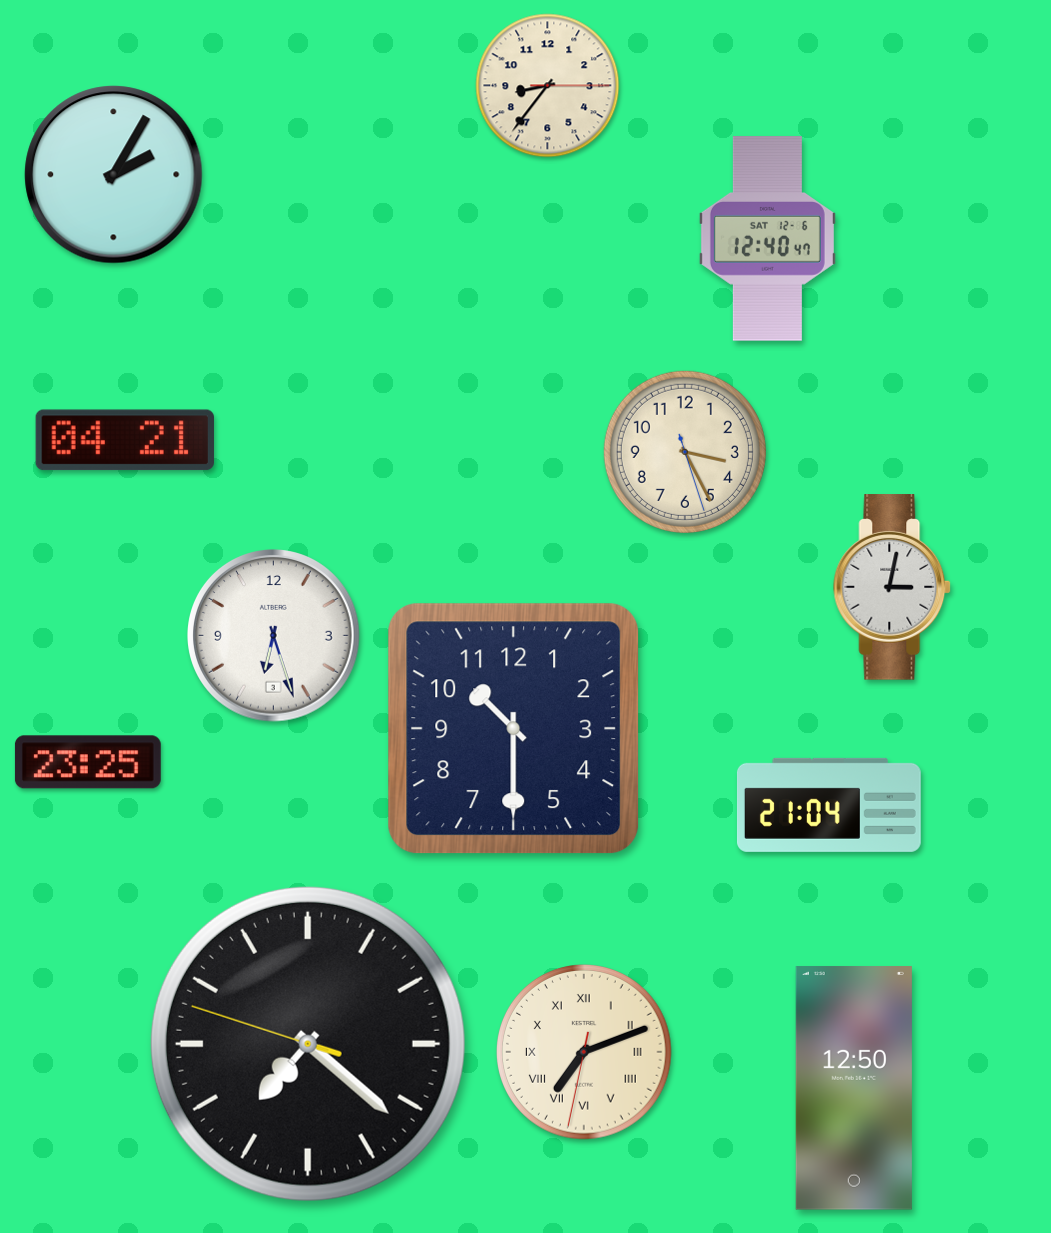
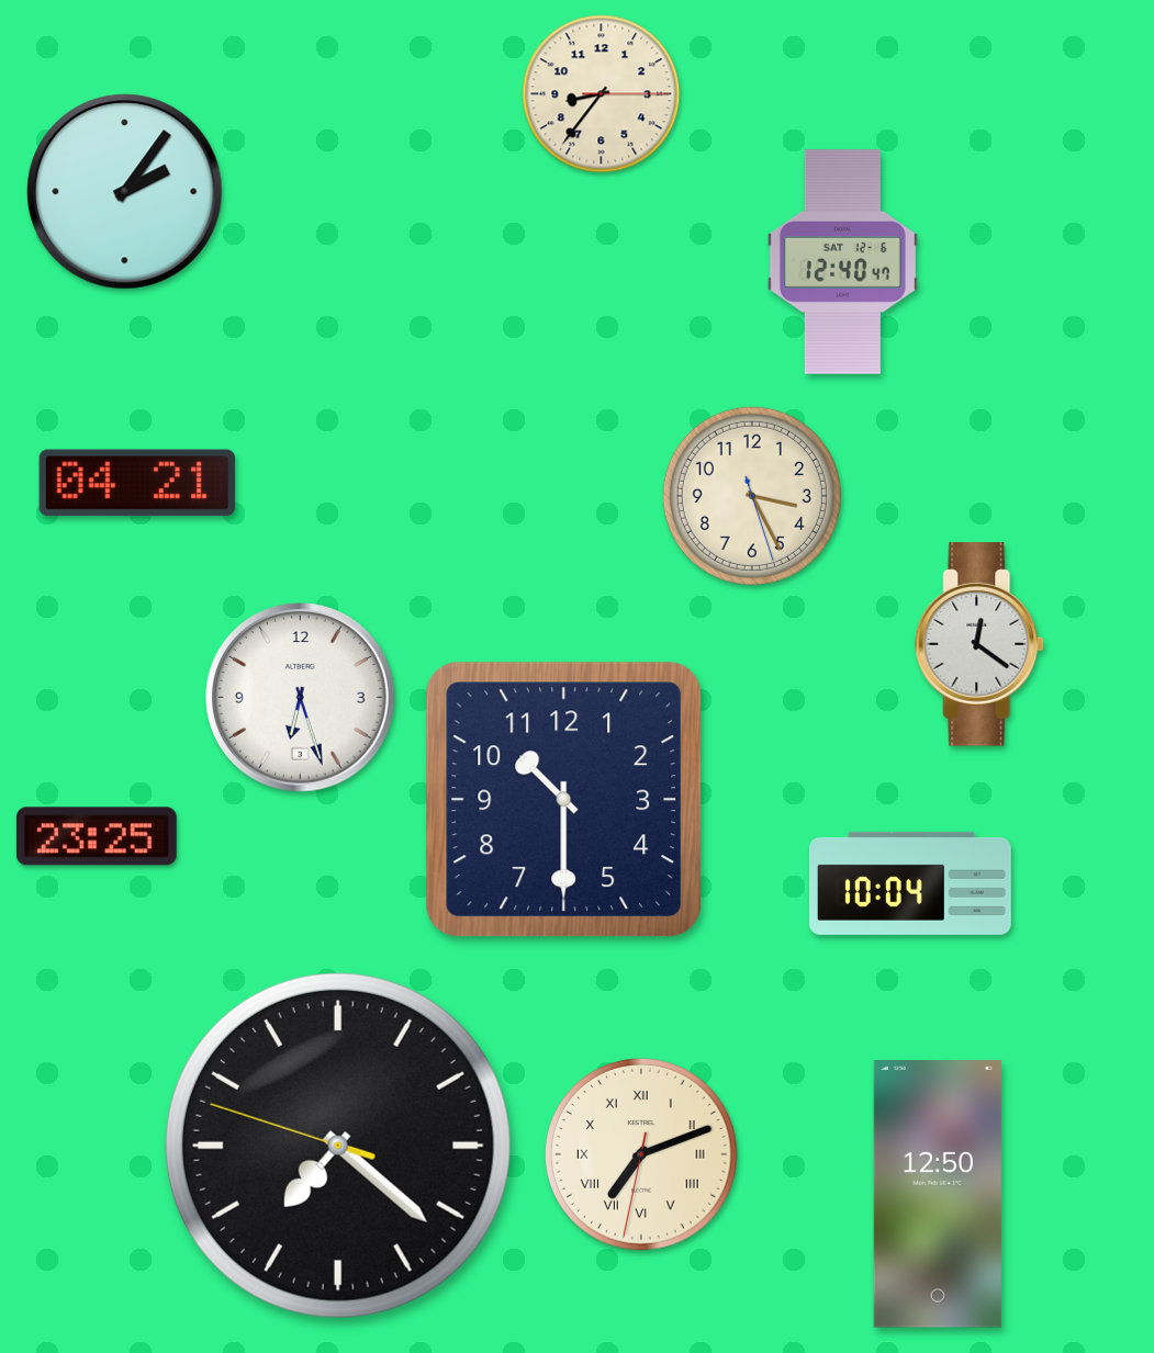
clock at (114, 175): 2:05 -> 2:06
clock at (893, 587): 3:02 -> 12:21
clock at (829, 805): 21:04 -> 10:04
